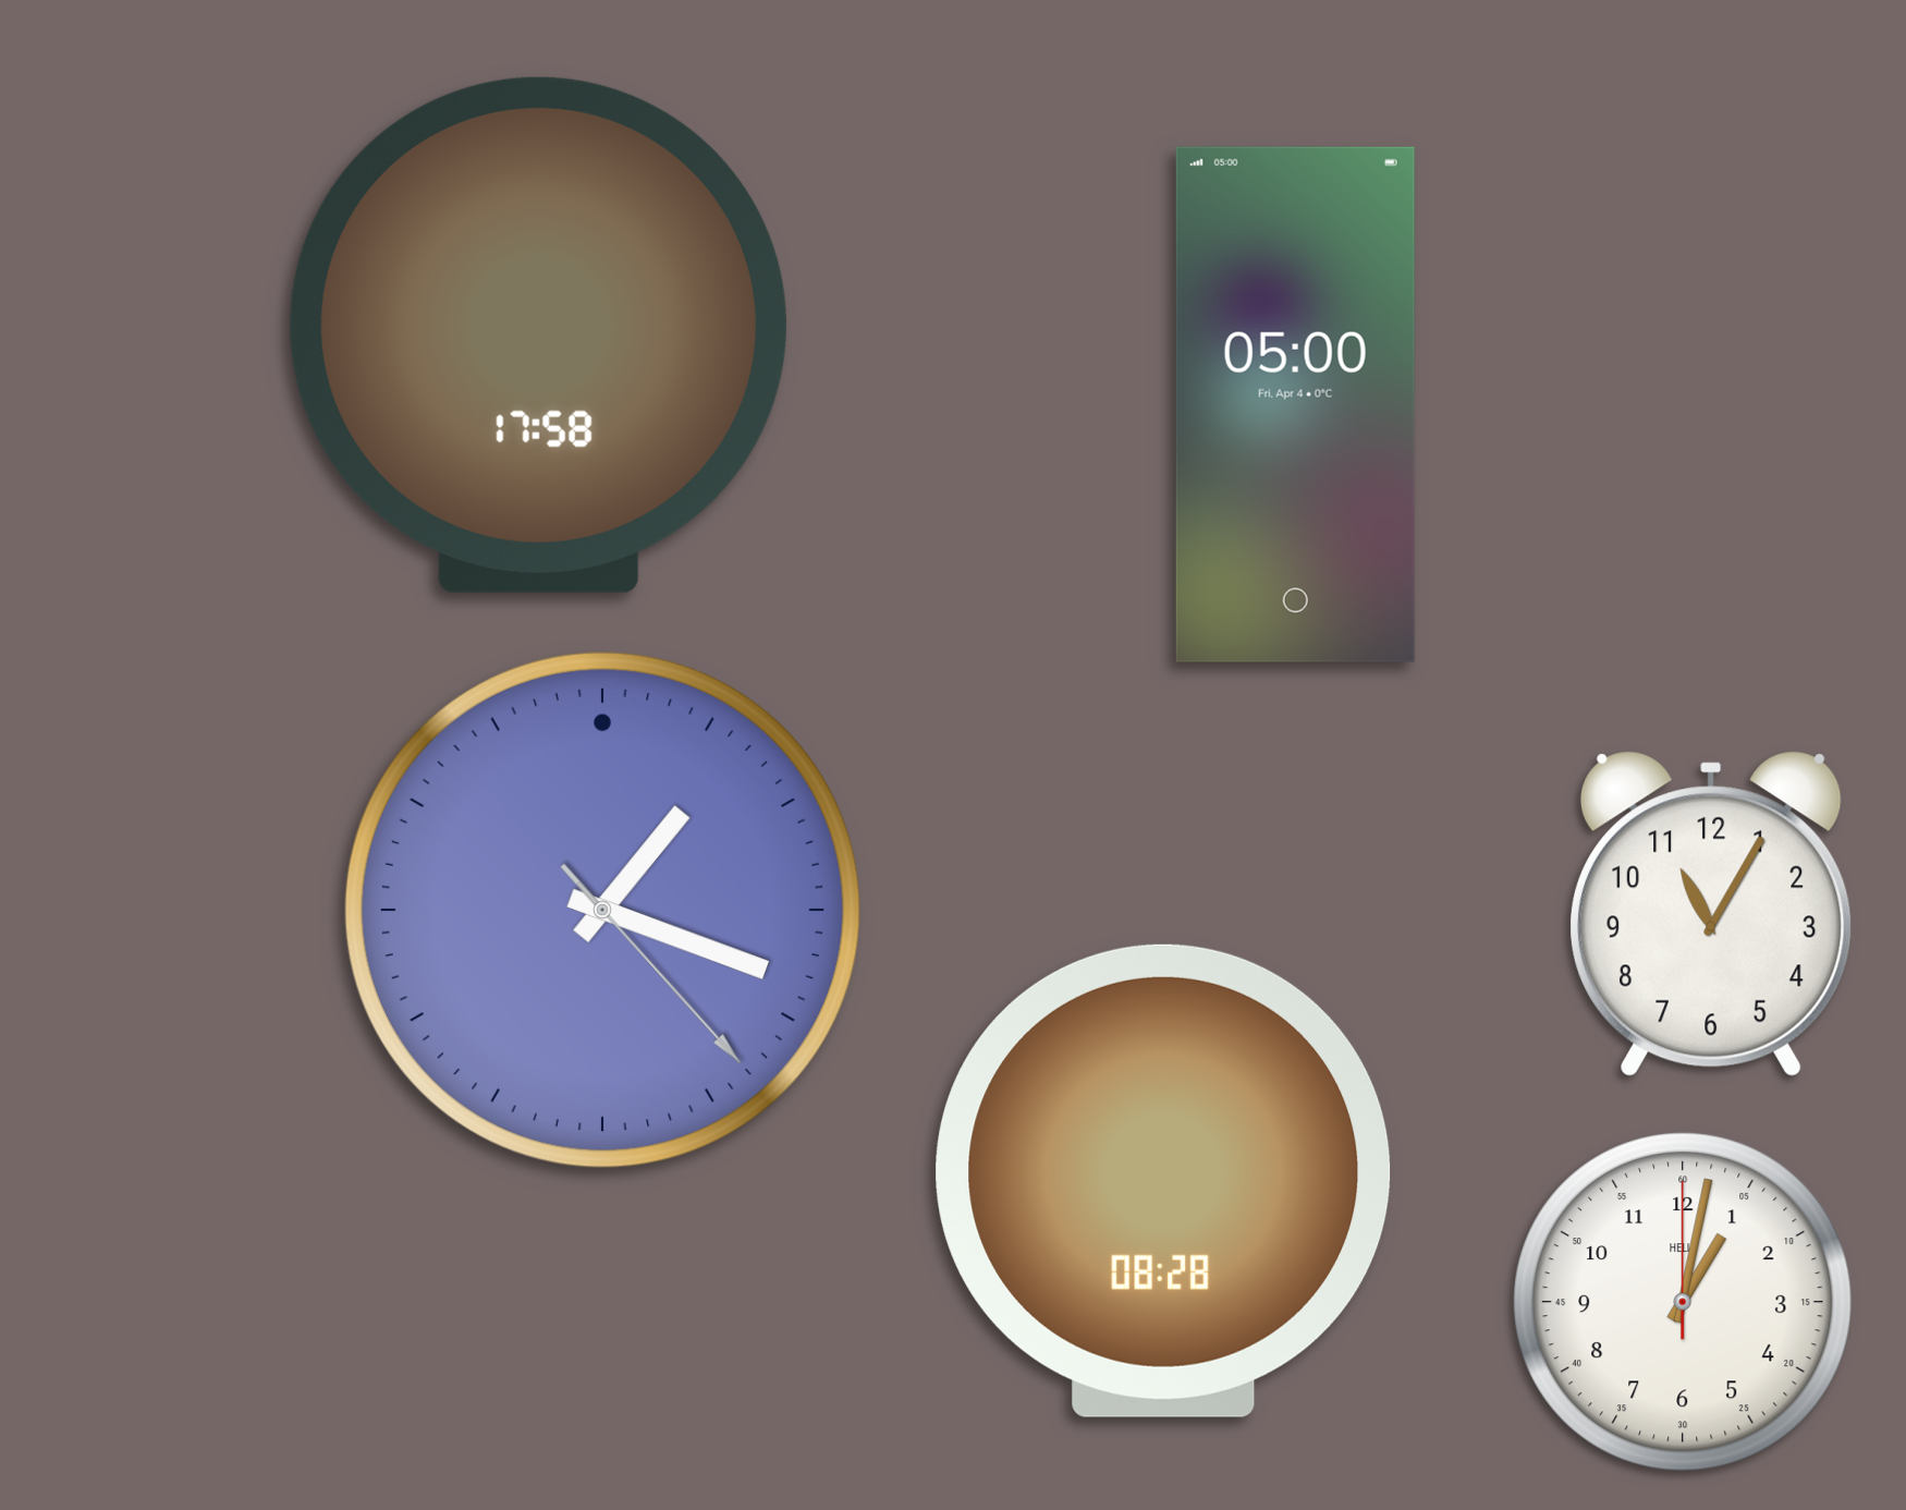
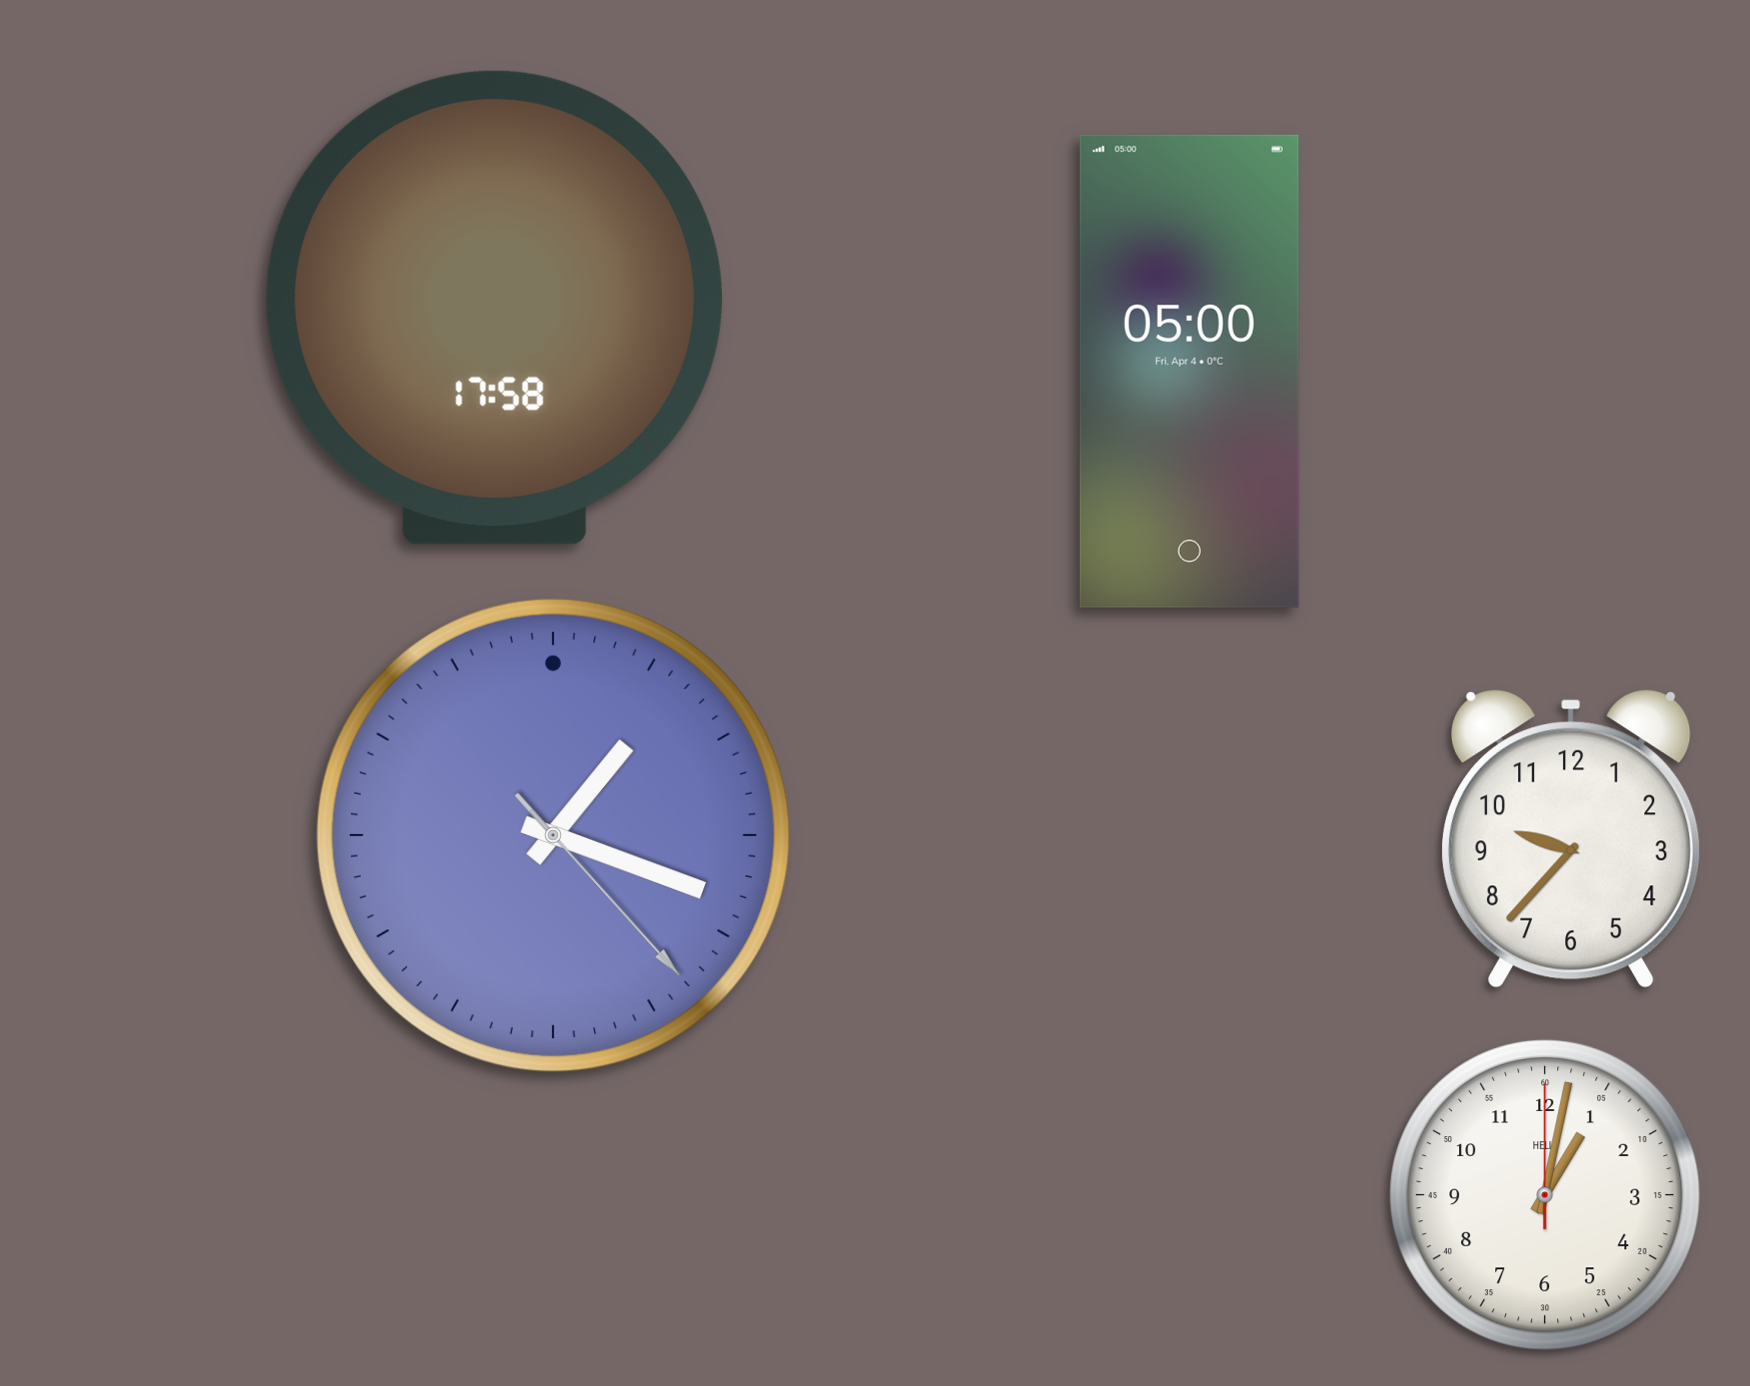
clock at (1711, 914): 11:05 -> 9:37
clock at (1163, 1181): 08:28 -> none
